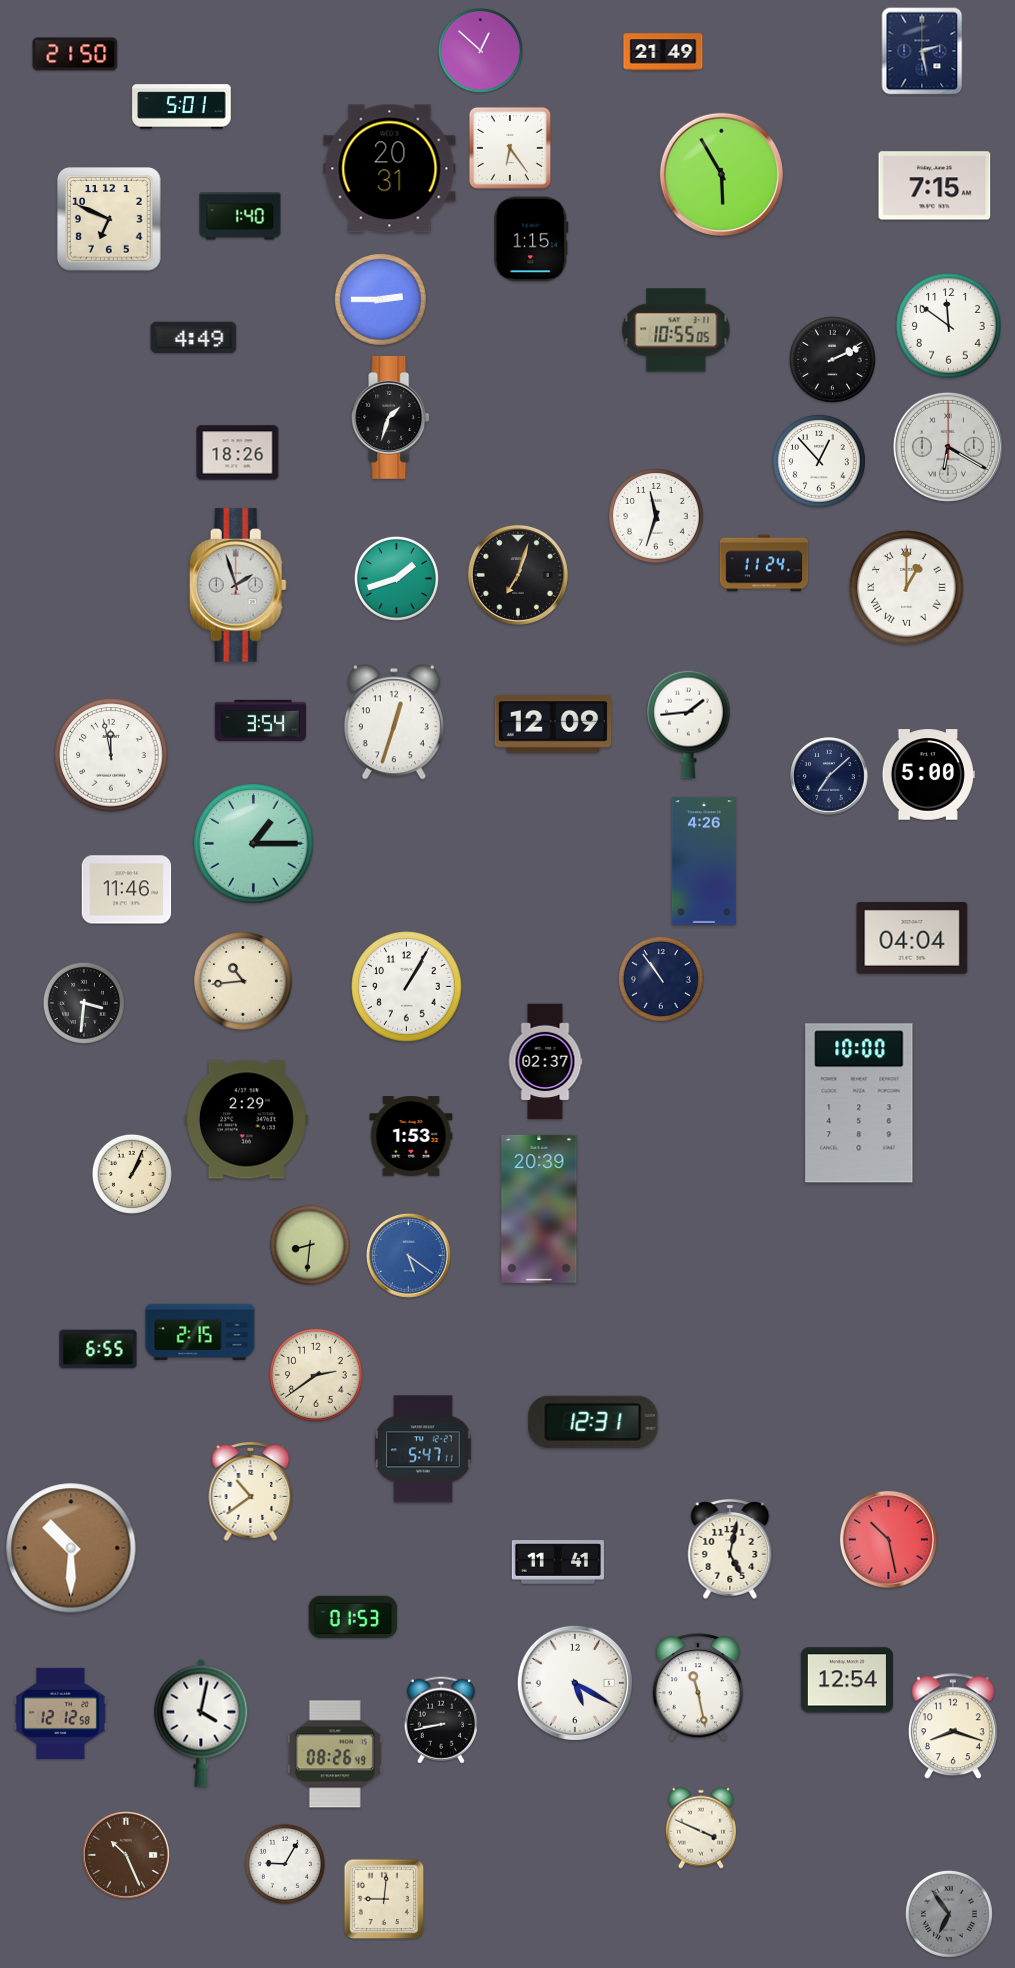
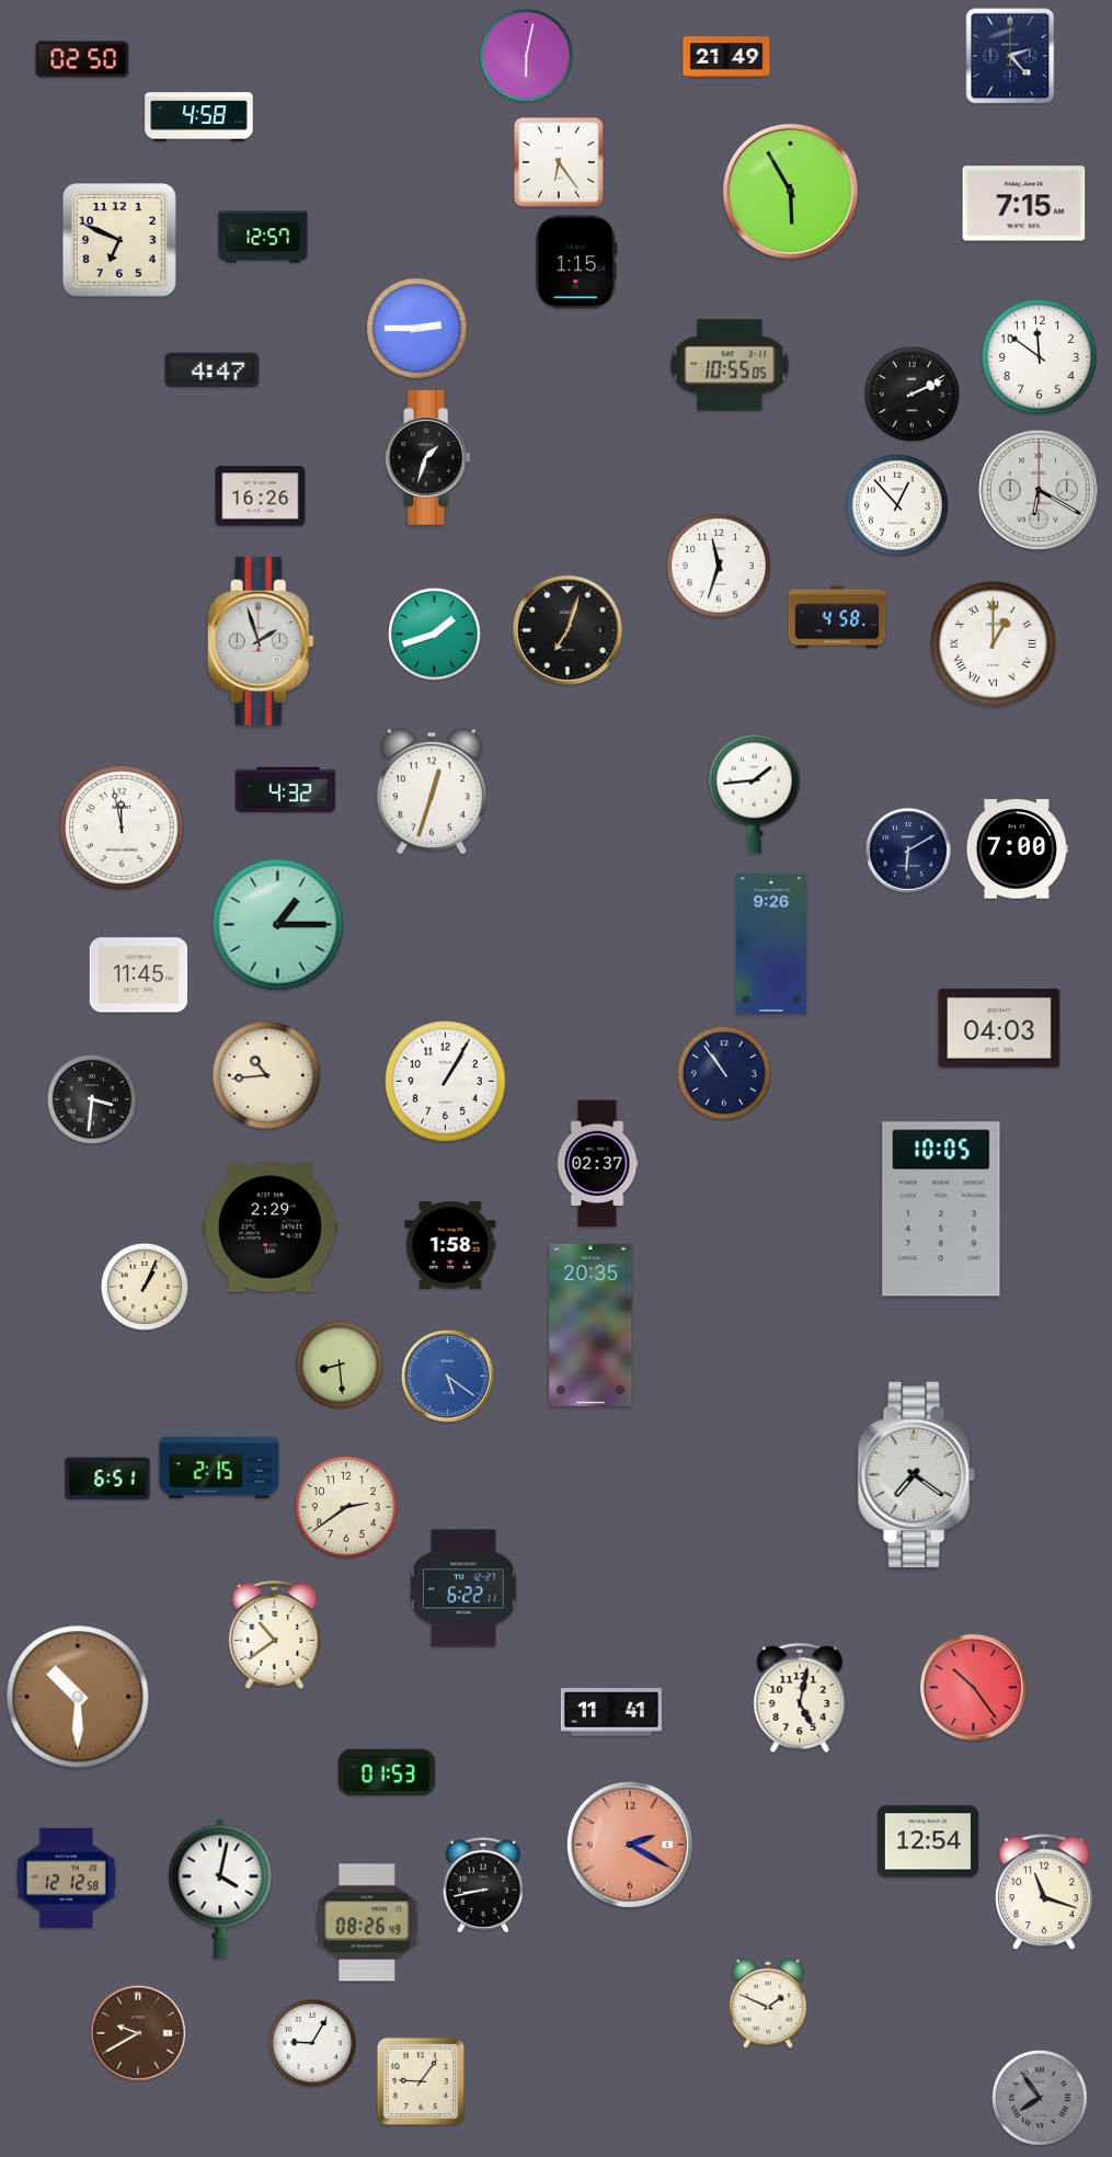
clock at (480, 50): 12:52 -> 6:02
clock at (922, 51): 2:28 -> 2:23
clock at (75, 54): 21:50 -> 02:50
clock at (182, 107): 5:01 -> 4:58
clock at (390, 169): 20:31 -> none
clock at (240, 216): 1:40 -> 12:57
clock at (531, 239) position: (531, 239) -> (576, 262)
clock at (676, 330) position: (676, 330) -> (730, 365)
clock at (194, 338): 4:49 -> 4:47
clock at (238, 453): 18:26 -> 16:26
clock at (764, 563): 11:24 -> 4:58
clock at (260, 720): 3:54 -> 4:32
clock at (553, 724): 12:09 -> none
clock at (928, 775): 5:00 -> 7:00
clock at (829, 776): 7:08 -> 6:10
clock at (704, 861): 4:26 -> 9:26
clock at (127, 890): 11:46 -> 11:45
clock at (912, 938): 04:04 -> 04:03
clock at (859, 1103): 10:00 -> 10:05
clock at (411, 1137): 1:53 -> 1:58
clock at (539, 1209): 20:39 -> 20:35
clock at (310, 1245): 8:31 -> 8:29
clock at (200, 1332) position: (200, 1332) -> (219, 1468)
clock at (916, 1474): none -> 7:21
clock at (98, 1349): 6:55 -> 6:51
clock at (593, 1422): 12:31 -> none
clock at (423, 1449): 5:47 -> 6:22
clock at (888, 1539): 10:28 -> 10:24
clock at (575, 1683): 5:20 -> 2:20
clock at (575, 1683) dial: white -> salmon
clock at (698, 1688): 11:28 -> none
clock at (953, 1727): 8:18 -> 11:18
clock at (701, 1828): 3:49 -> 1:49
clock at (126, 1855): 10:26 -> 9:40
clock at (384, 1899): 9:01 -> 9:06
clock at (949, 1914): 6:54 -> 7:54
